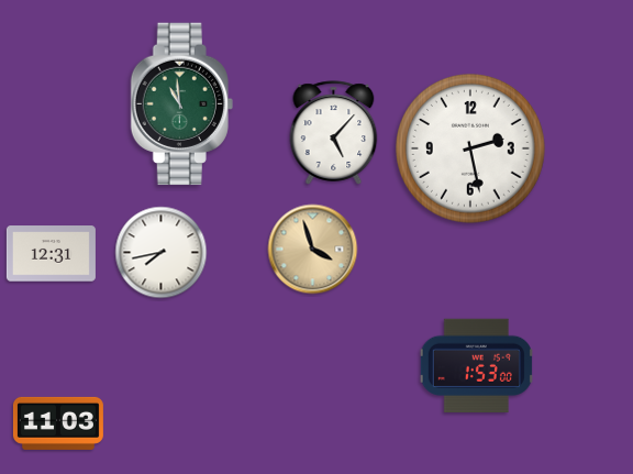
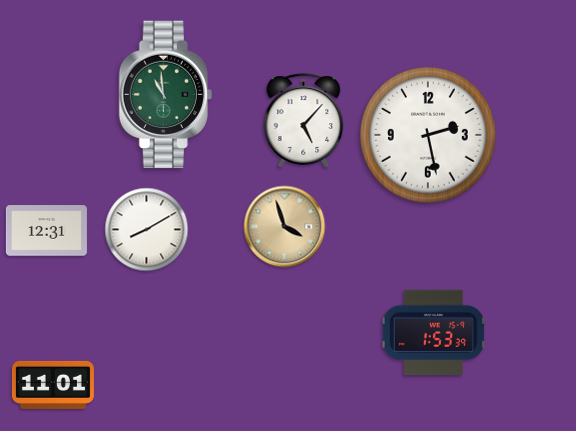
clock at (162, 253): 7:43 -> 8:10
clock at (476, 365): 1:53:00 -> 1:53:39
clock at (58, 423): 11:03 -> 11:01
